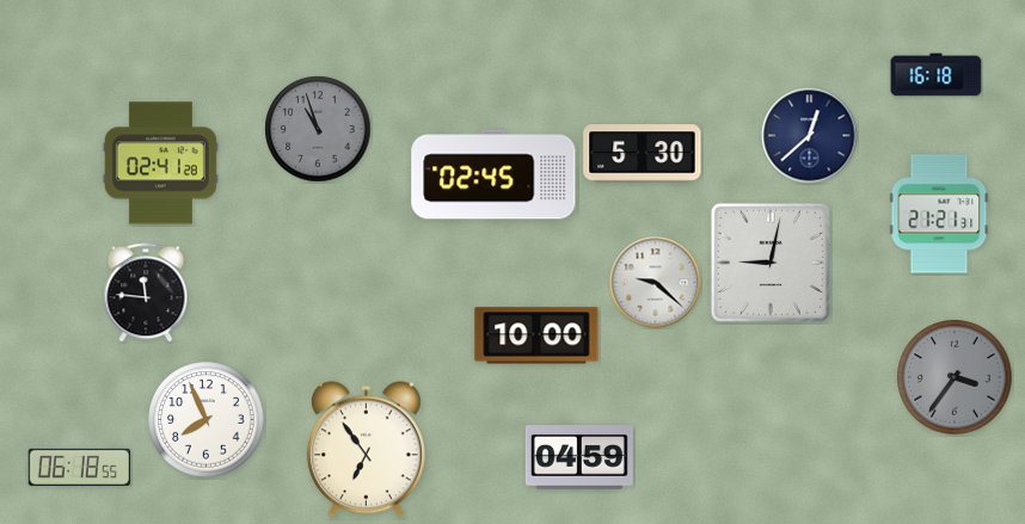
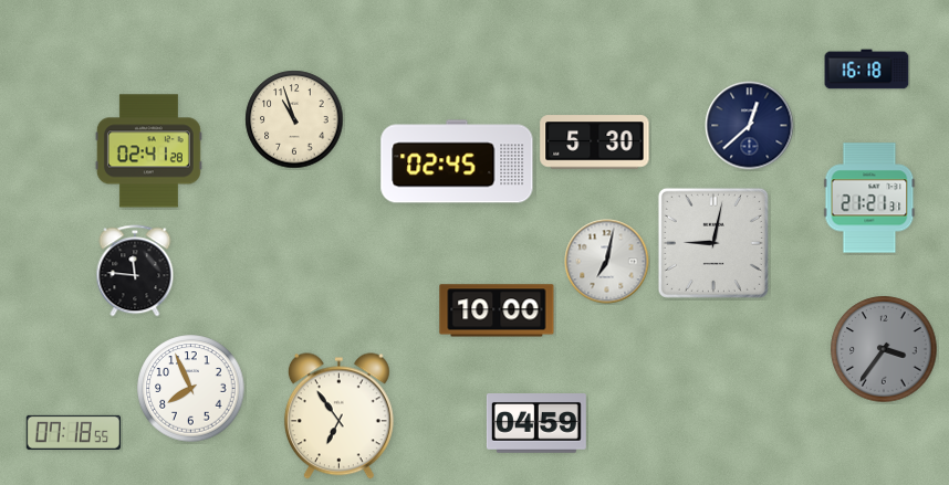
clock at (318, 129) dial: grey -> cream
clock at (656, 283): 9:22 -> 7:02
clock at (79, 467): 06:18 -> 07:18
